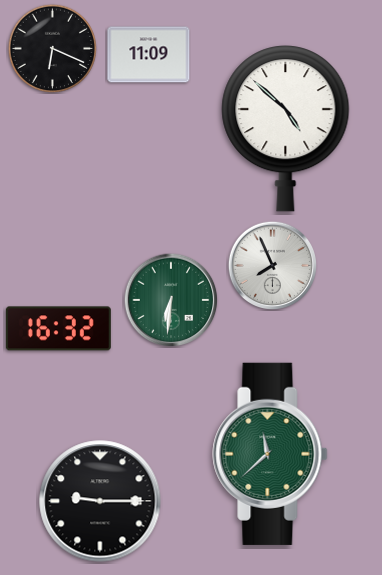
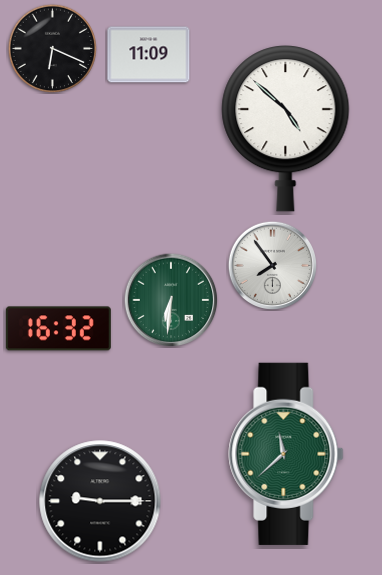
clock at (272, 265): 7:56 -> 7:54
clock at (270, 454) position: (270, 454) -> (286, 454)
